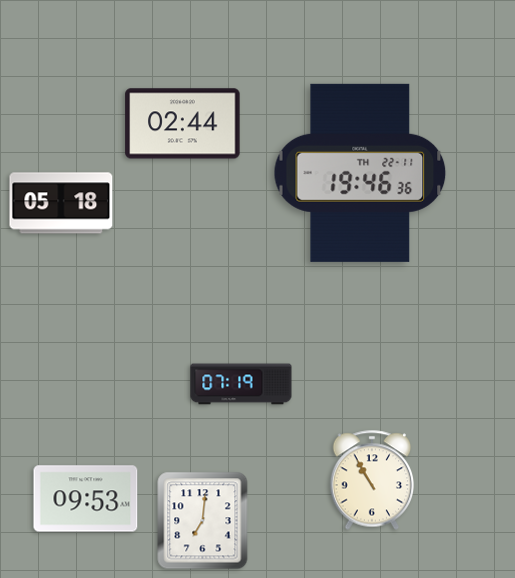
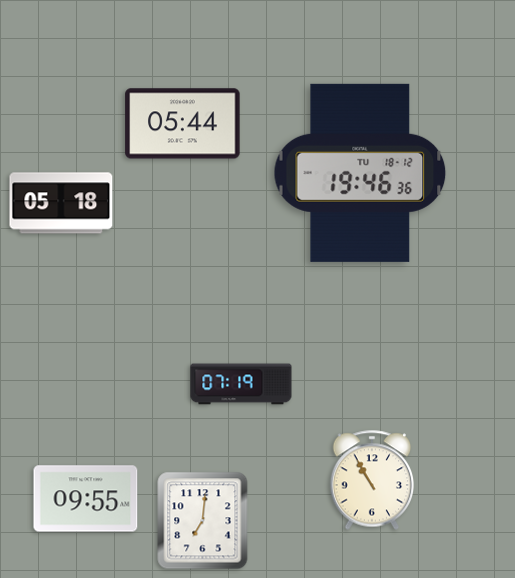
clock at (183, 124): 02:44 -> 05:44
clock at (360, 173) date: TH 22-11 -> TU 18-12
clock at (86, 499): 09:53 -> 09:55
